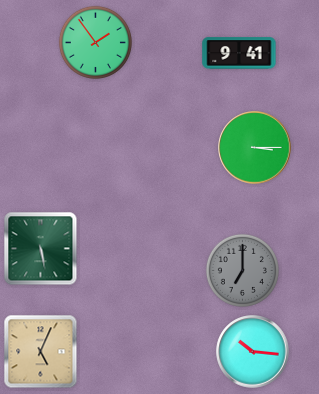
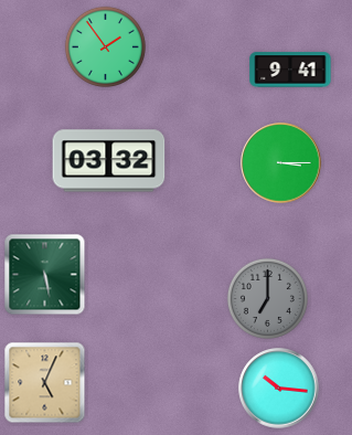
clock at (239, 53) position: (239, 53) -> (290, 70)
clock at (109, 161): none -> 03:32
clock at (41, 352) position: (41, 352) -> (45, 383)
